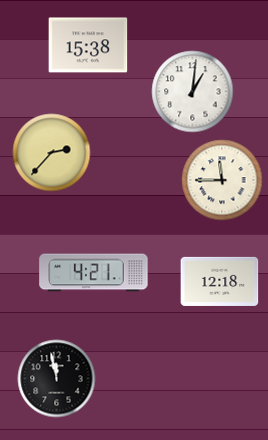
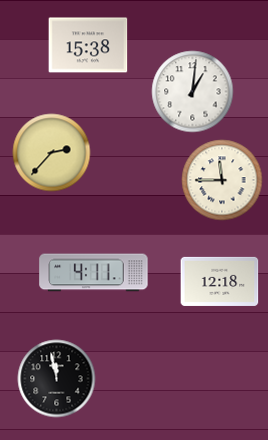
clock at (94, 273): 4:21 -> 4:11
